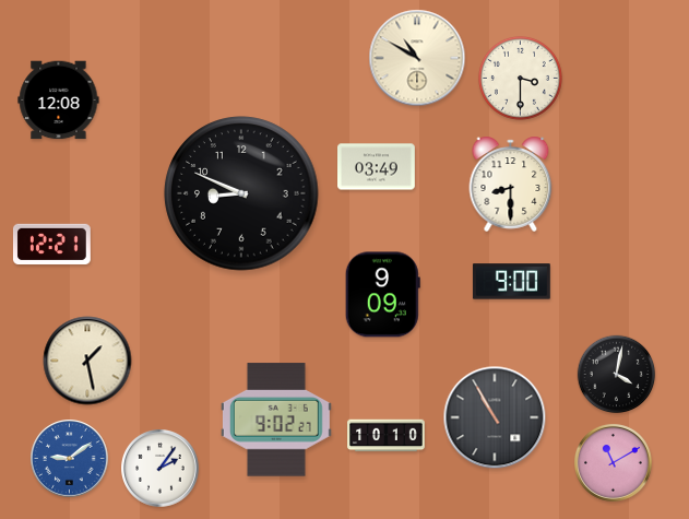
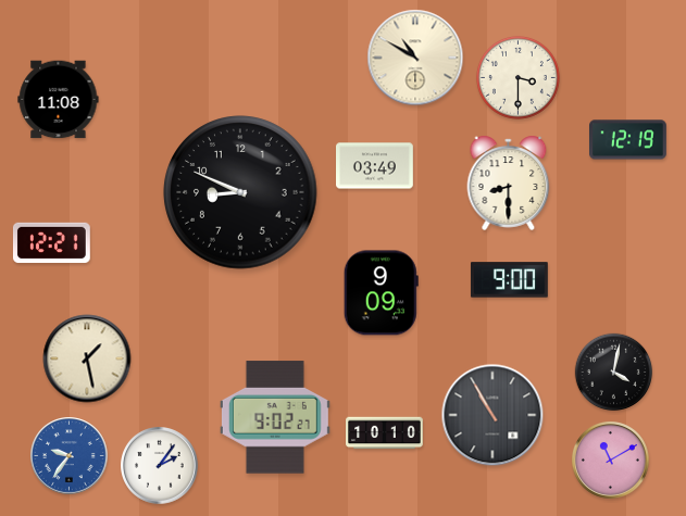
clock at (59, 101): 12:08 -> 11:08
clock at (628, 140): none -> 12:19
clock at (70, 459): 9:09 -> 9:36
